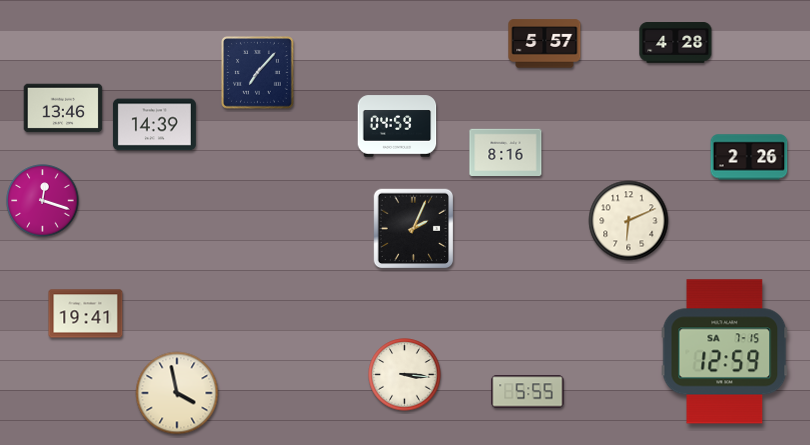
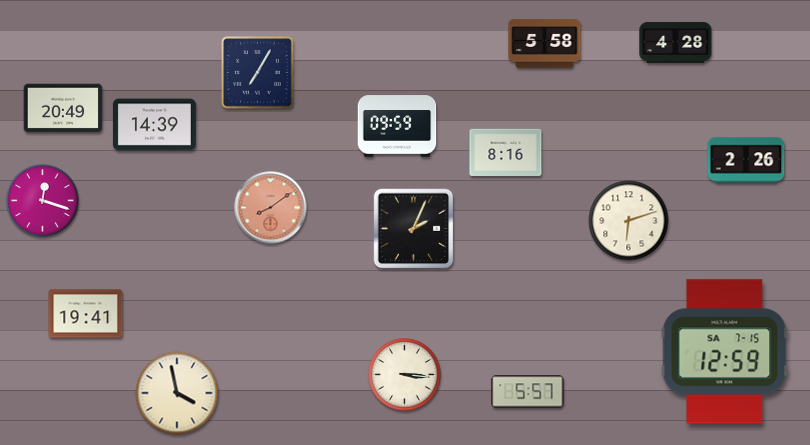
clock at (545, 44): 5:57 -> 5:58
clock at (258, 73): 7:07 -> 7:05
clock at (63, 108): 13:46 -> 20:49
clock at (397, 126): 04:59 -> 09:59
clock at (749, 157) position: (749, 157) -> (746, 160)
clock at (271, 208): none -> 8:09
clock at (629, 221): 6:11 -> 6:12
clock at (528, 392): 5:55 -> 5:57
